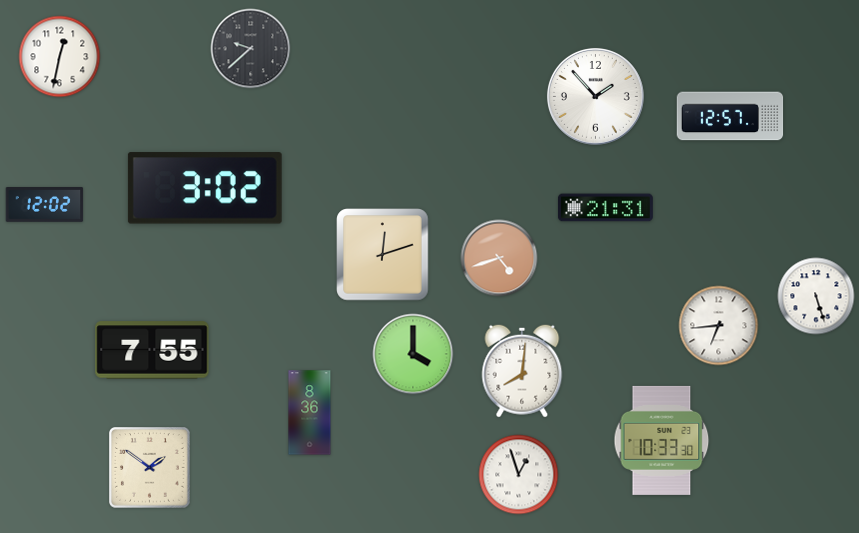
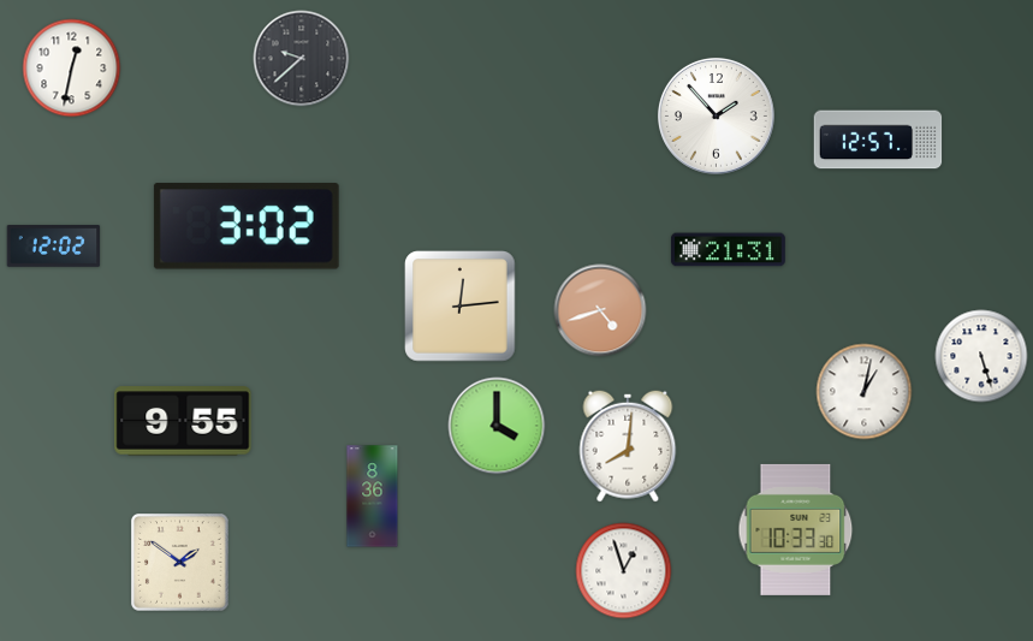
clock at (383, 255): 12:12 -> 12:14
clock at (719, 326): 6:44 -> 1:02
clock at (152, 350): 7:55 -> 9:55
